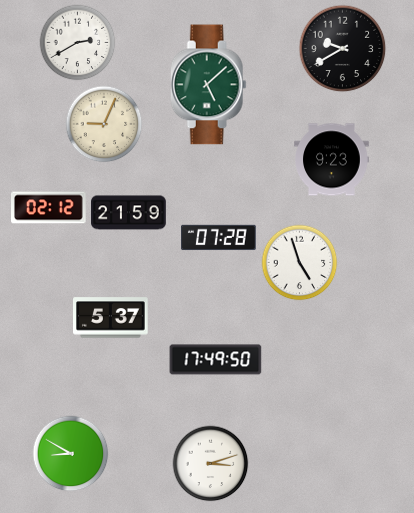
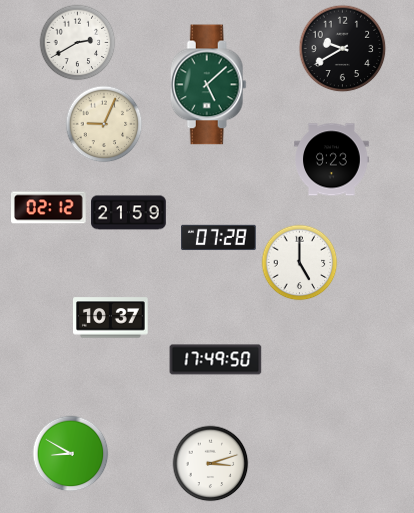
clock at (300, 263): 4:57 -> 5:00
clock at (111, 318): 5:37 -> 10:37
